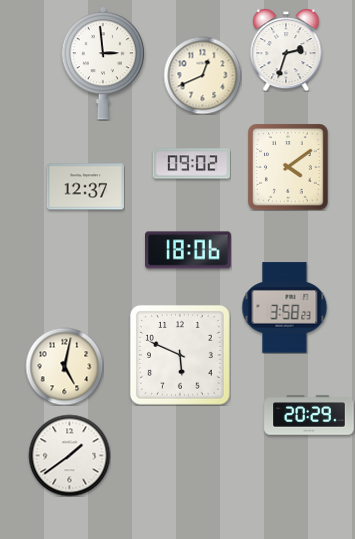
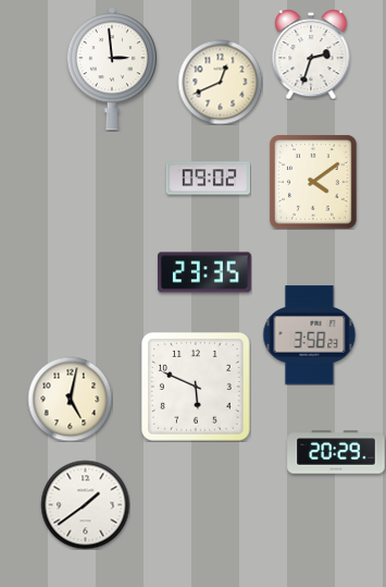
clock at (85, 187): 12:37 -> none
clock at (189, 250): 18:06 -> 23:35
clock at (69, 455) position: (69, 455) -> (85, 504)
